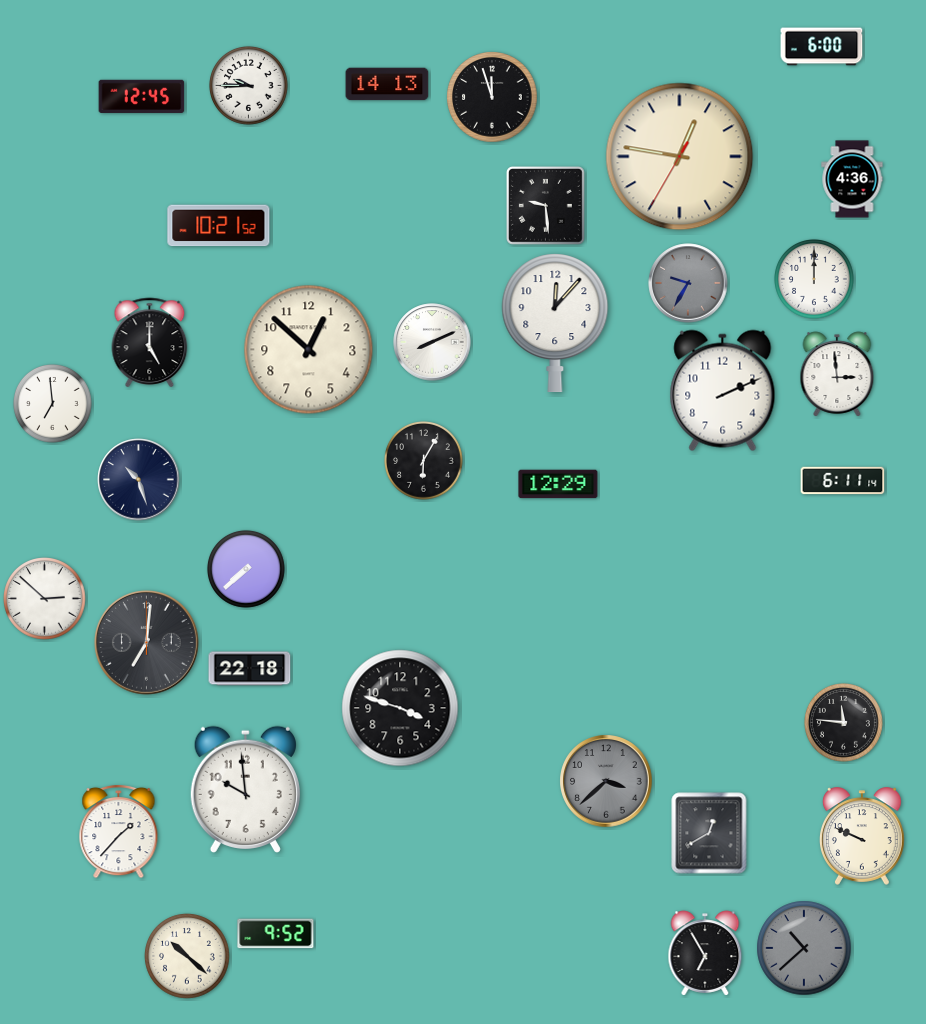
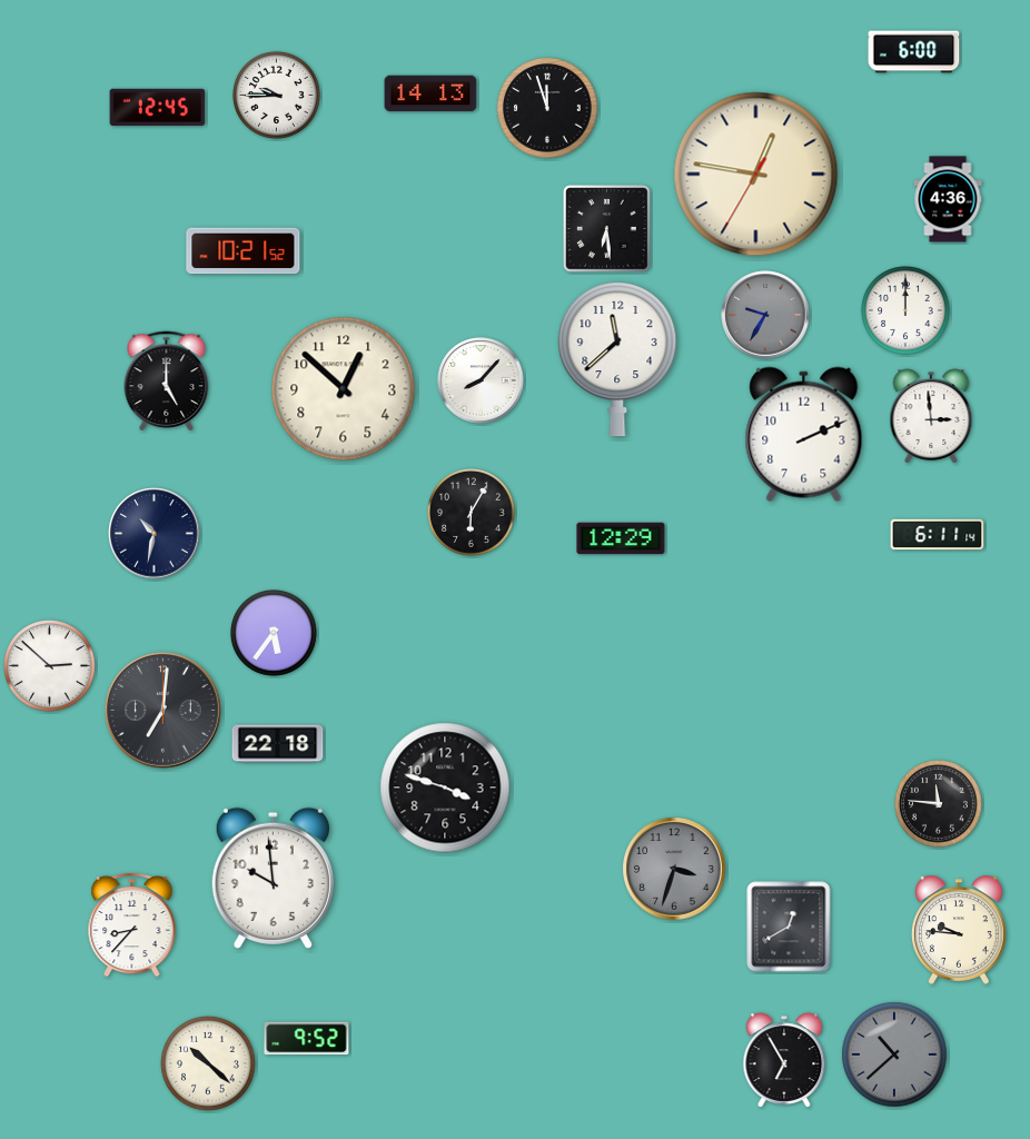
clock at (545, 205): 9:29 -> 6:29
clock at (555, 323): 12:07 -> 11:38
clock at (432, 342): 8:11 -> 8:07
clock at (53, 404): 6:59 -> none
clock at (139, 480): 10:27 -> 10:32
clock at (246, 569): 7:38 -> 5:36
clock at (146, 642) position: (146, 642) -> (162, 710)
clock at (606, 781): 3:38 -> 3:33
clock at (119, 831): 1:37 -> 8:37
clock at (863, 836): 9:49 -> 9:46
